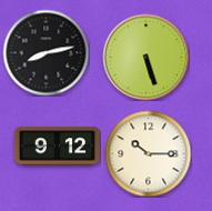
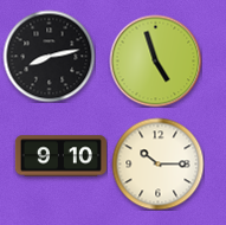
clock at (145, 57): 5:27 -> 4:57
clock at (57, 147): 9:12 -> 9:10
